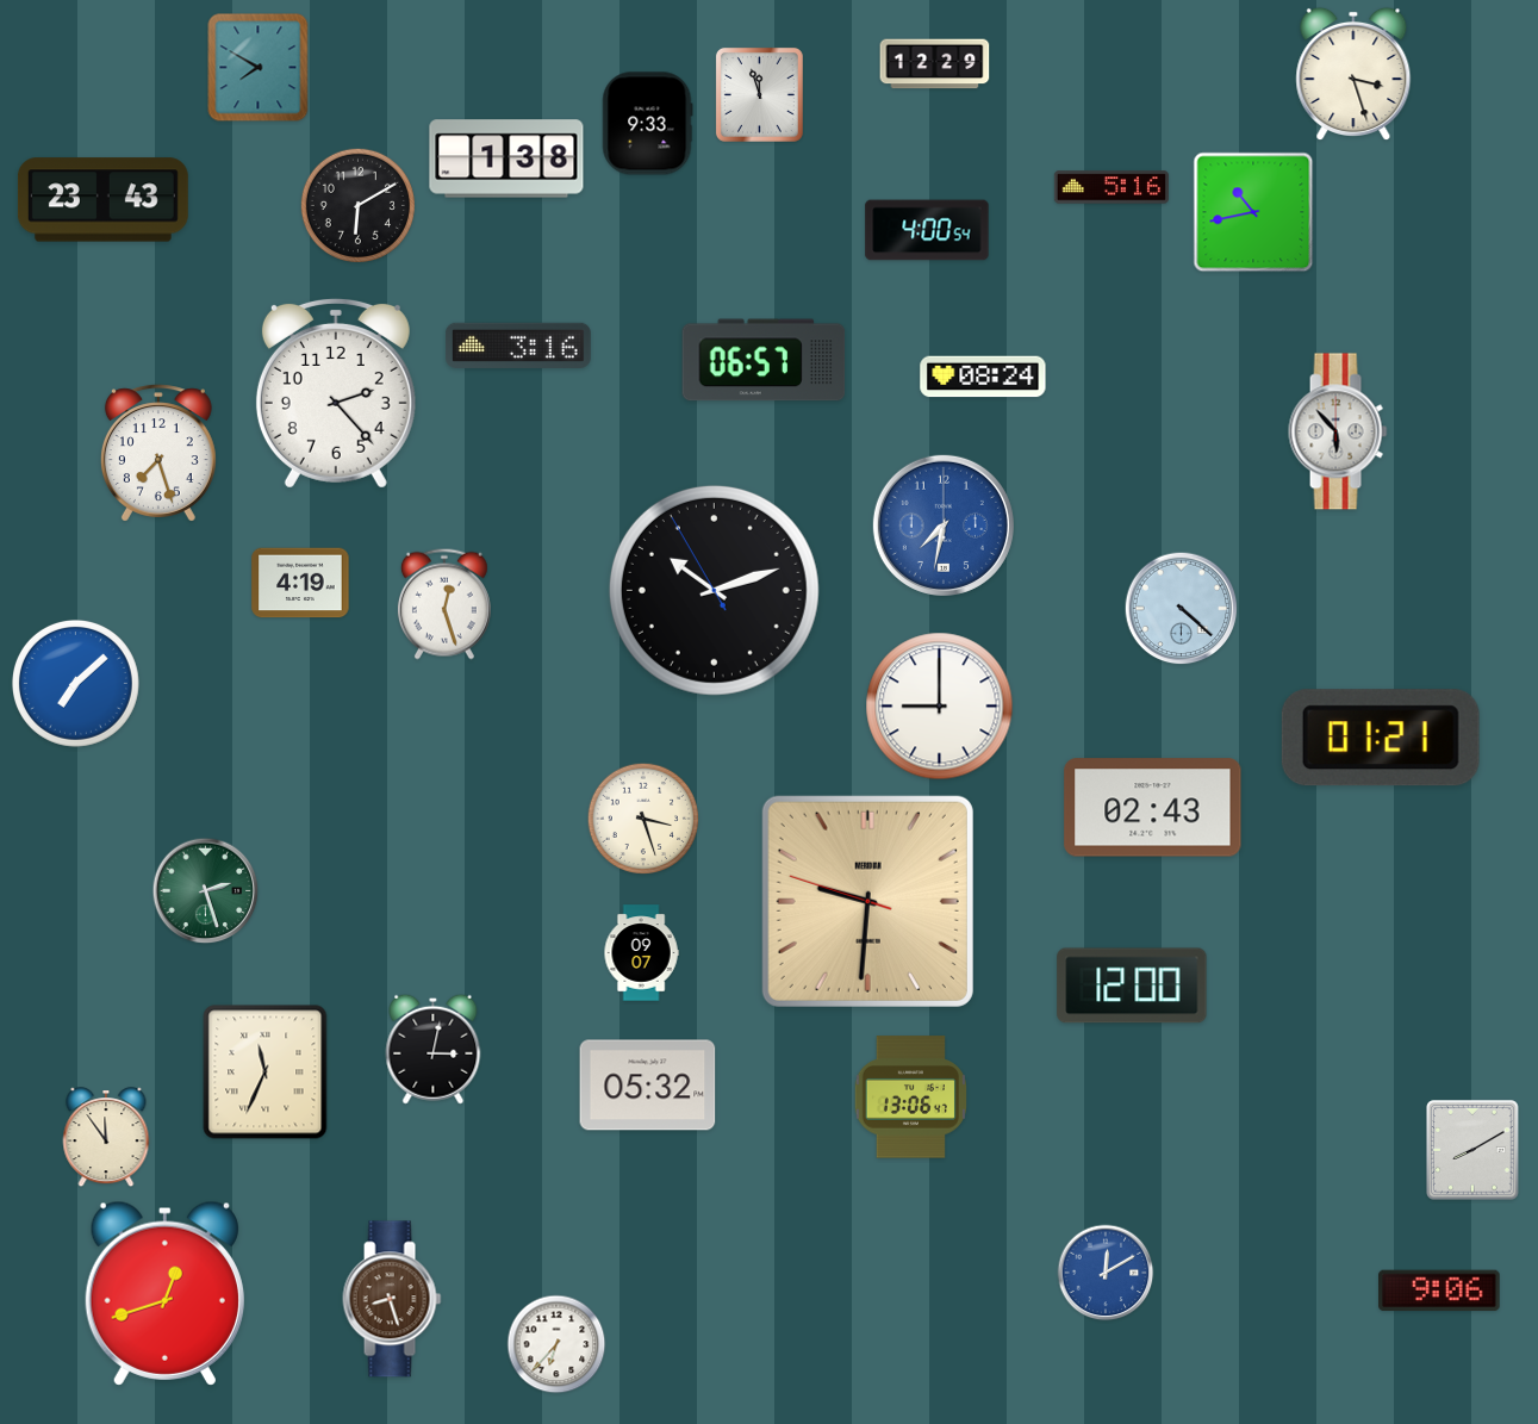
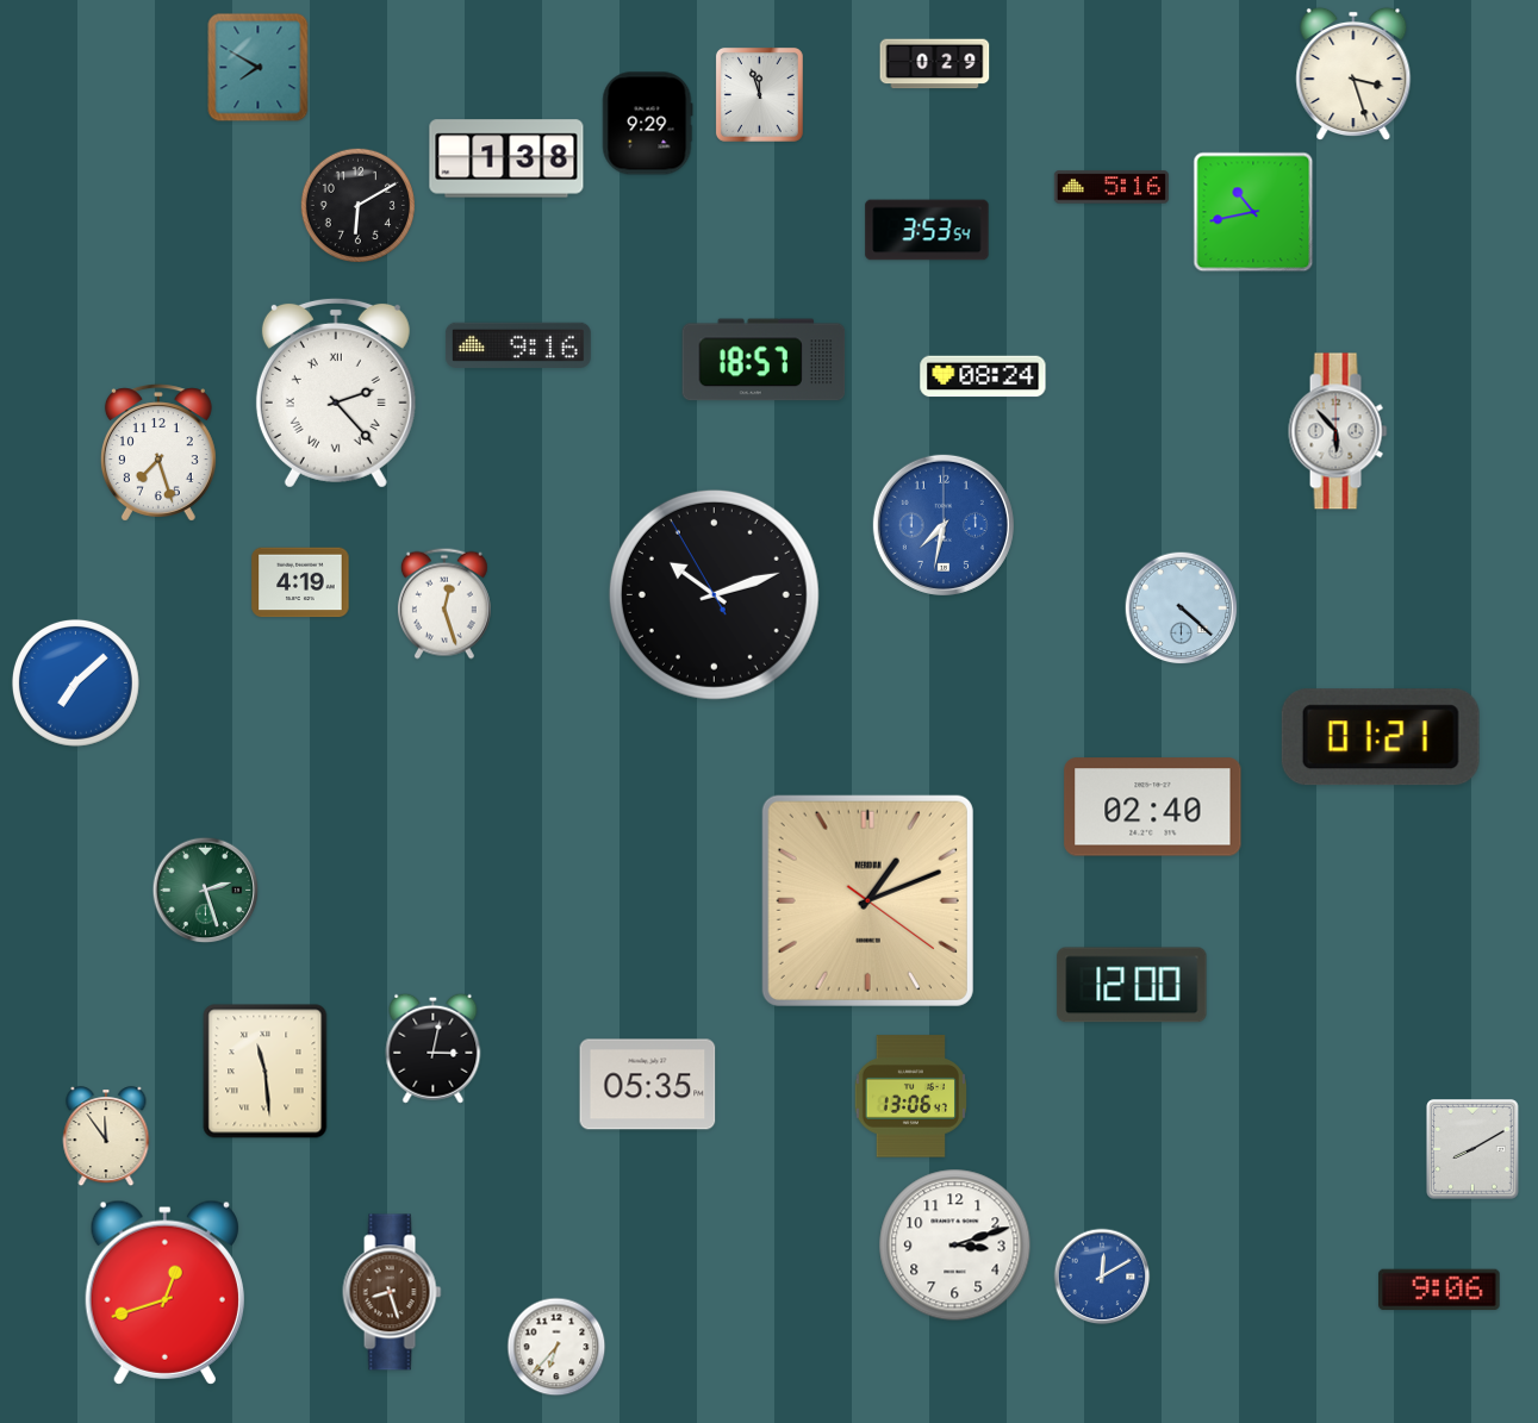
clock at (935, 64): 12:29 -> 0:29
clock at (648, 124): 9:33 -> 9:29
clock at (102, 200): 23:43 -> none
clock at (927, 230): 4:00 -> 3:53
clock at (518, 346): 3:16 -> 9:16
clock at (764, 360): 06:57 -> 18:57
clock at (336, 393) numerals: Arabic -> Roman
clock at (714, 590) position: (714, 590) -> (714, 594)
clock at (940, 707): 9:00 -> none
clock at (1153, 808): 02:43 -> 02:40
clock at (643, 819): 3:27 -> none
clock at (867, 901): 9:30 -> 1:11
clock at (641, 953): 09:07 -> none
clock at (266, 1072): 11:34 -> 11:29
clock at (648, 1086): 05:32 -> 05:35
clock at (955, 1246): none -> 3:12
clock at (1106, 1273) position: (1106, 1273) -> (1102, 1277)
clock at (392, 1299) position: (392, 1299) -> (392, 1292)
clock at (556, 1344) position: (556, 1344) -> (556, 1347)
